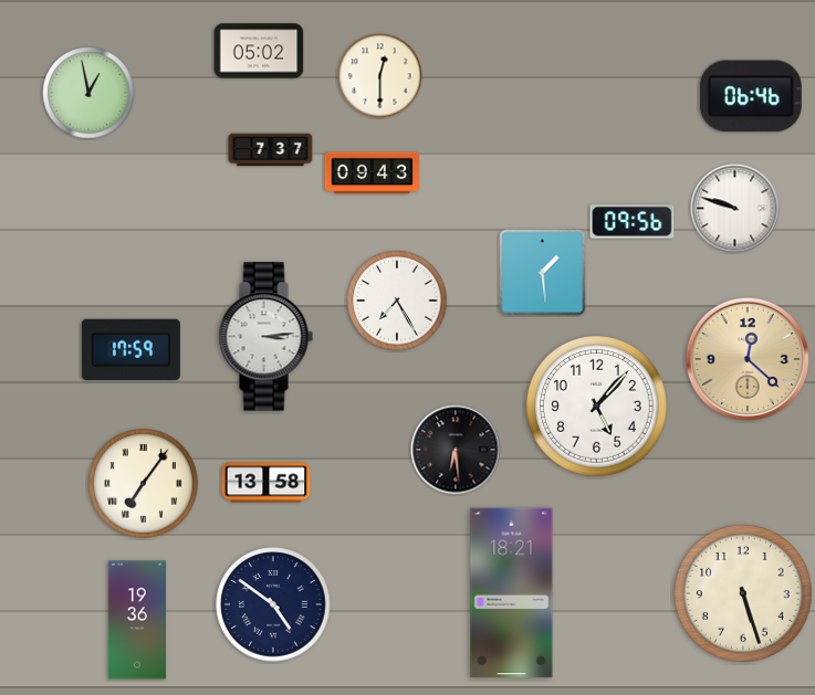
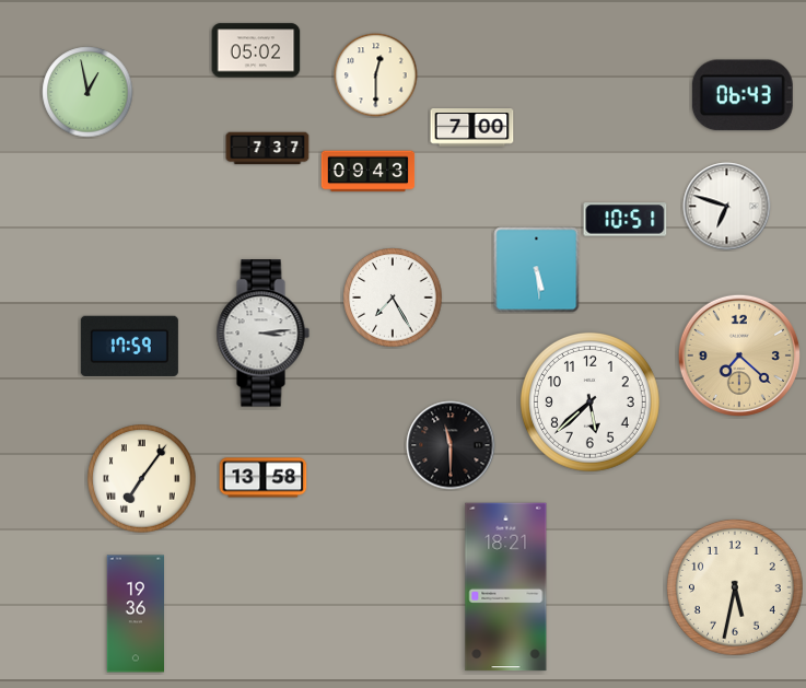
clock at (751, 96): 06:46 -> 06:43
clock at (472, 128): none -> 7:00
clock at (735, 209): 9:48 -> 6:48
clock at (633, 222): 09:56 -> 10:51
clock at (543, 273): 1:29 -> 5:29
clock at (748, 359): 12:22 -> 7:22
clock at (596, 406): 5:07 -> 5:38
clock at (456, 450): 6:29 -> 11:30
clock at (743, 593): 5:27 -> 5:32
clock at (273, 604): 4:51 -> none
